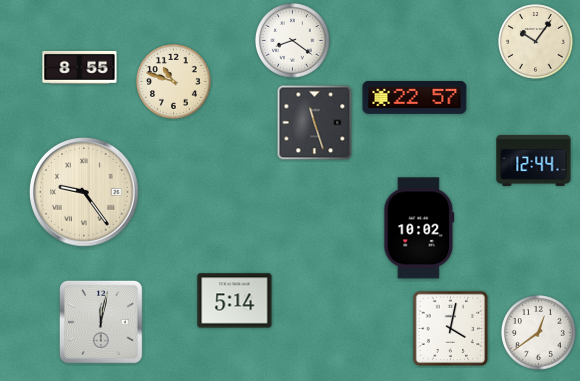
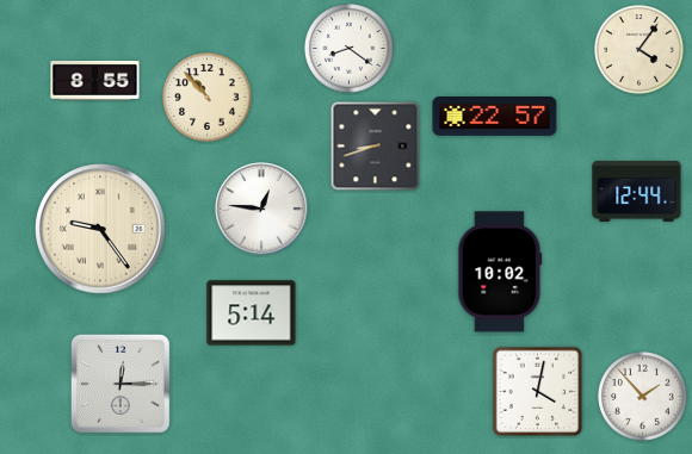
clock at (536, 42): 10:06 -> 4:06
clock at (174, 82): 10:48 -> 10:53
clock at (315, 123): 11:27 -> 8:42
clock at (261, 209): none -> 12:46
clock at (235, 301) position: (235, 301) -> (252, 313)
clock at (101, 322): 12:02 -> 12:15
clock at (539, 333): 12:39 -> 1:53
